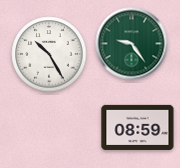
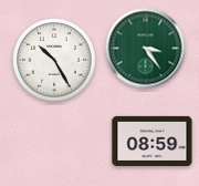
clock at (132, 44): 9:24 -> 3:24
